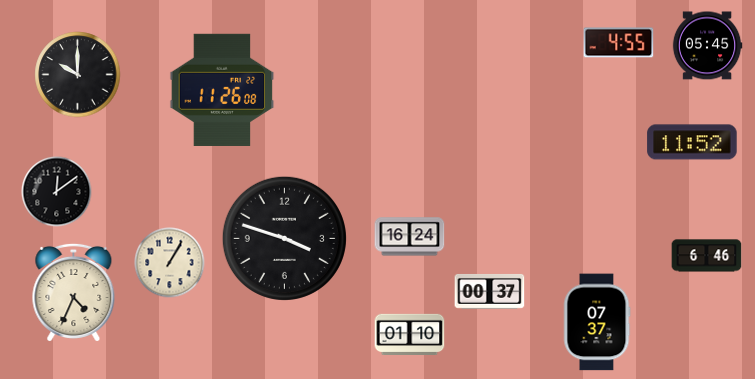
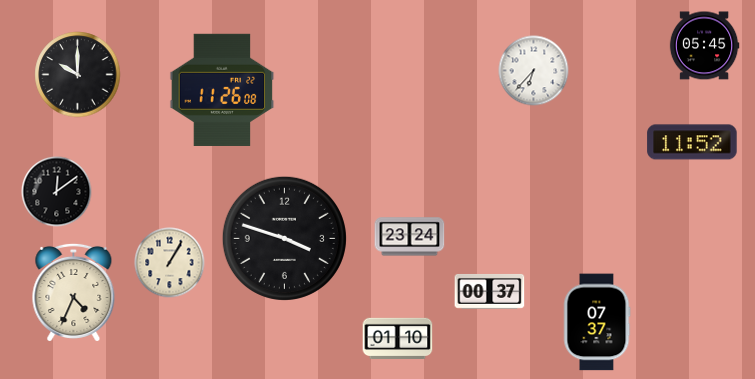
clock at (619, 43): 4:55 -> none
clock at (707, 46) position: (707, 46) -> (704, 46)
clock at (534, 71): none -> 6:37
clock at (410, 237): 16:24 -> 23:24
clock at (707, 256): 6:46 -> none
clock at (410, 334) position: (410, 334) -> (398, 338)
